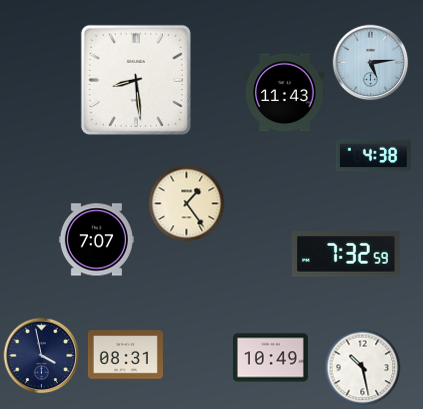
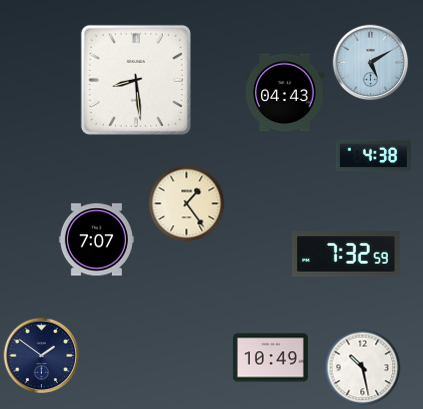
clock at (371, 63): 5:14 -> 5:10
clock at (285, 93): 11:43 -> 04:43
clock at (125, 355): 08:31 -> none
clock at (42, 356): 3:58 -> 1:51
